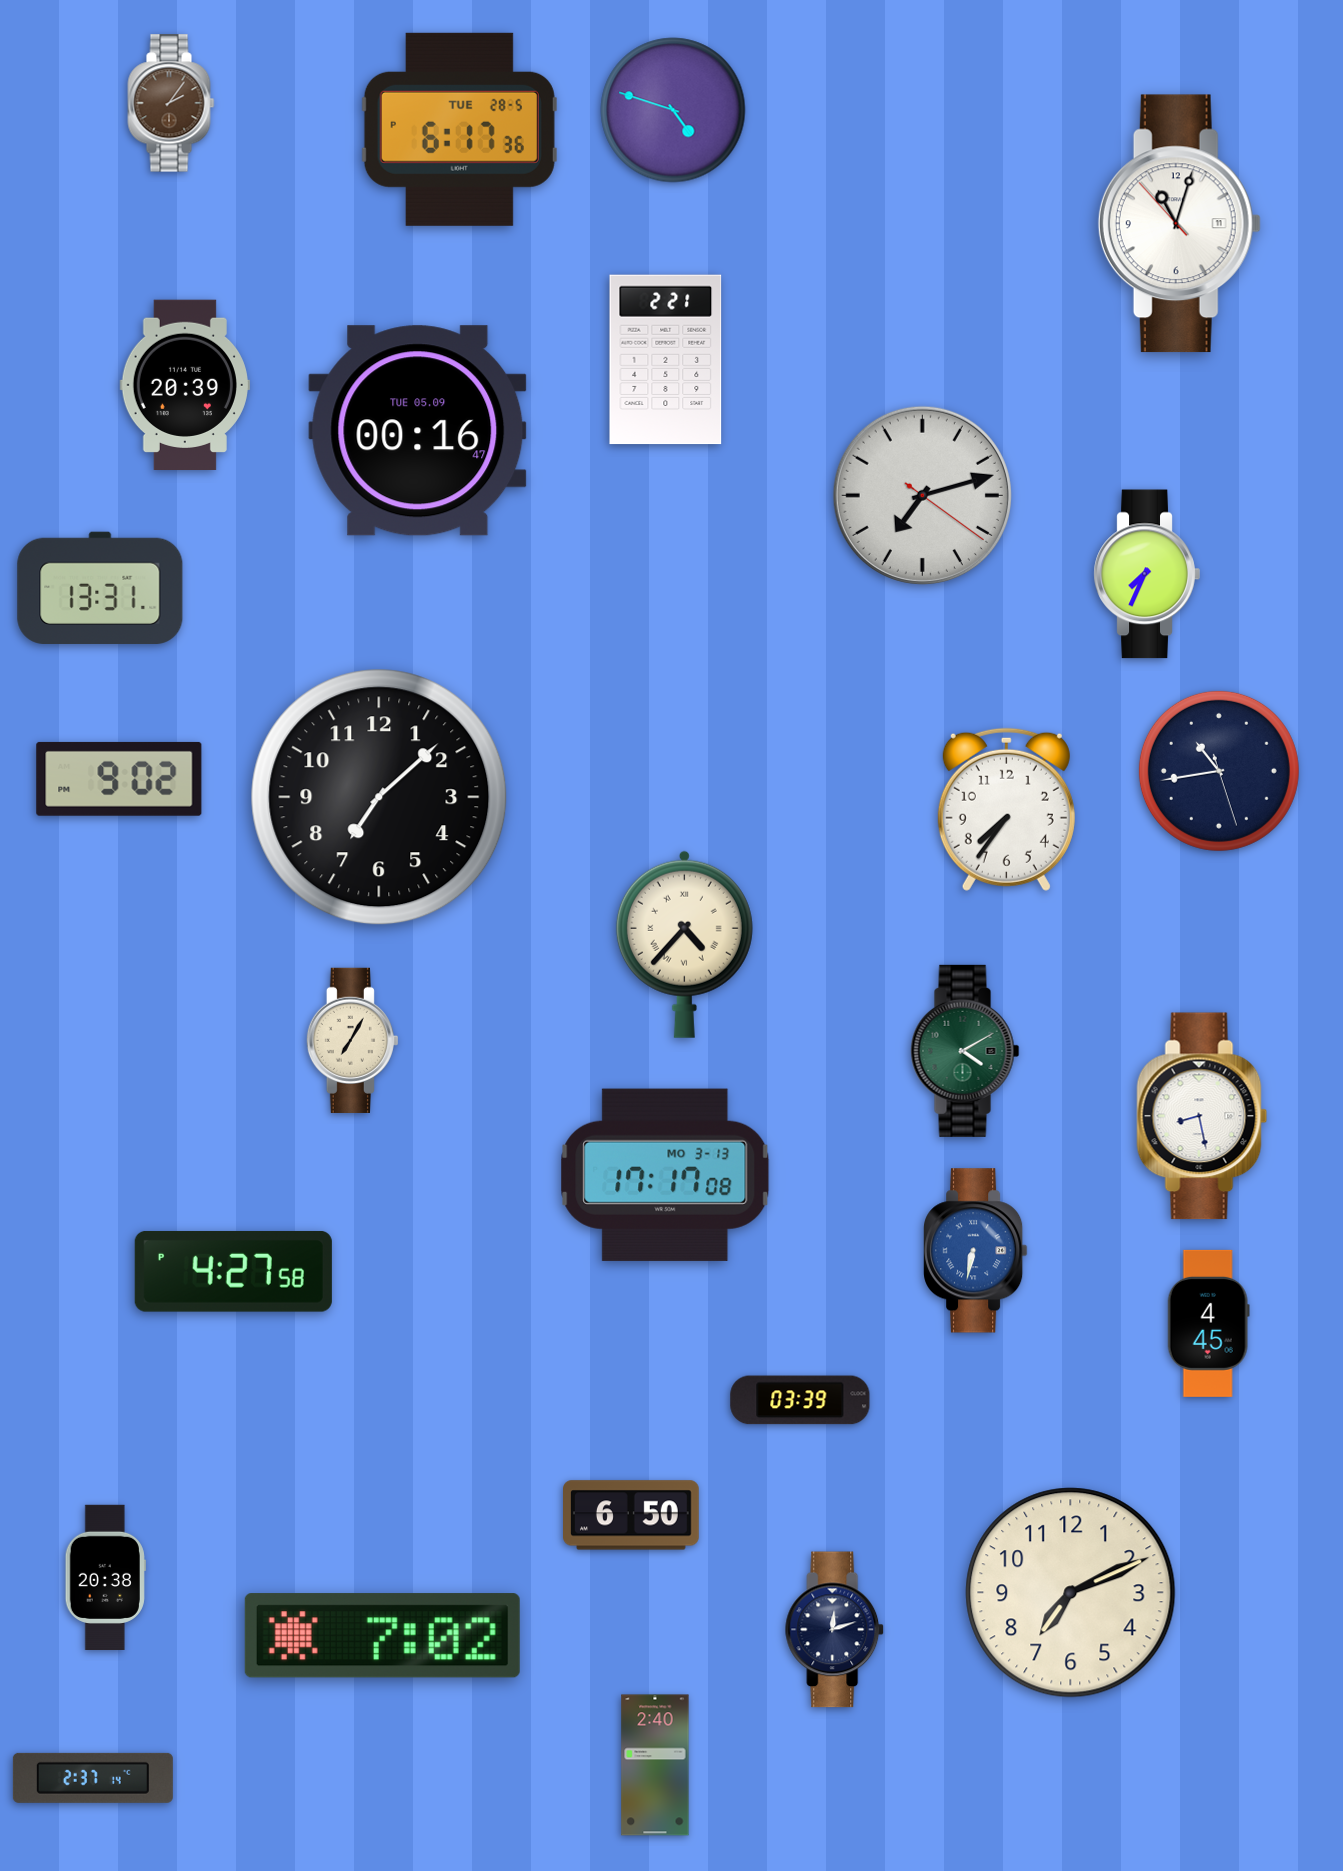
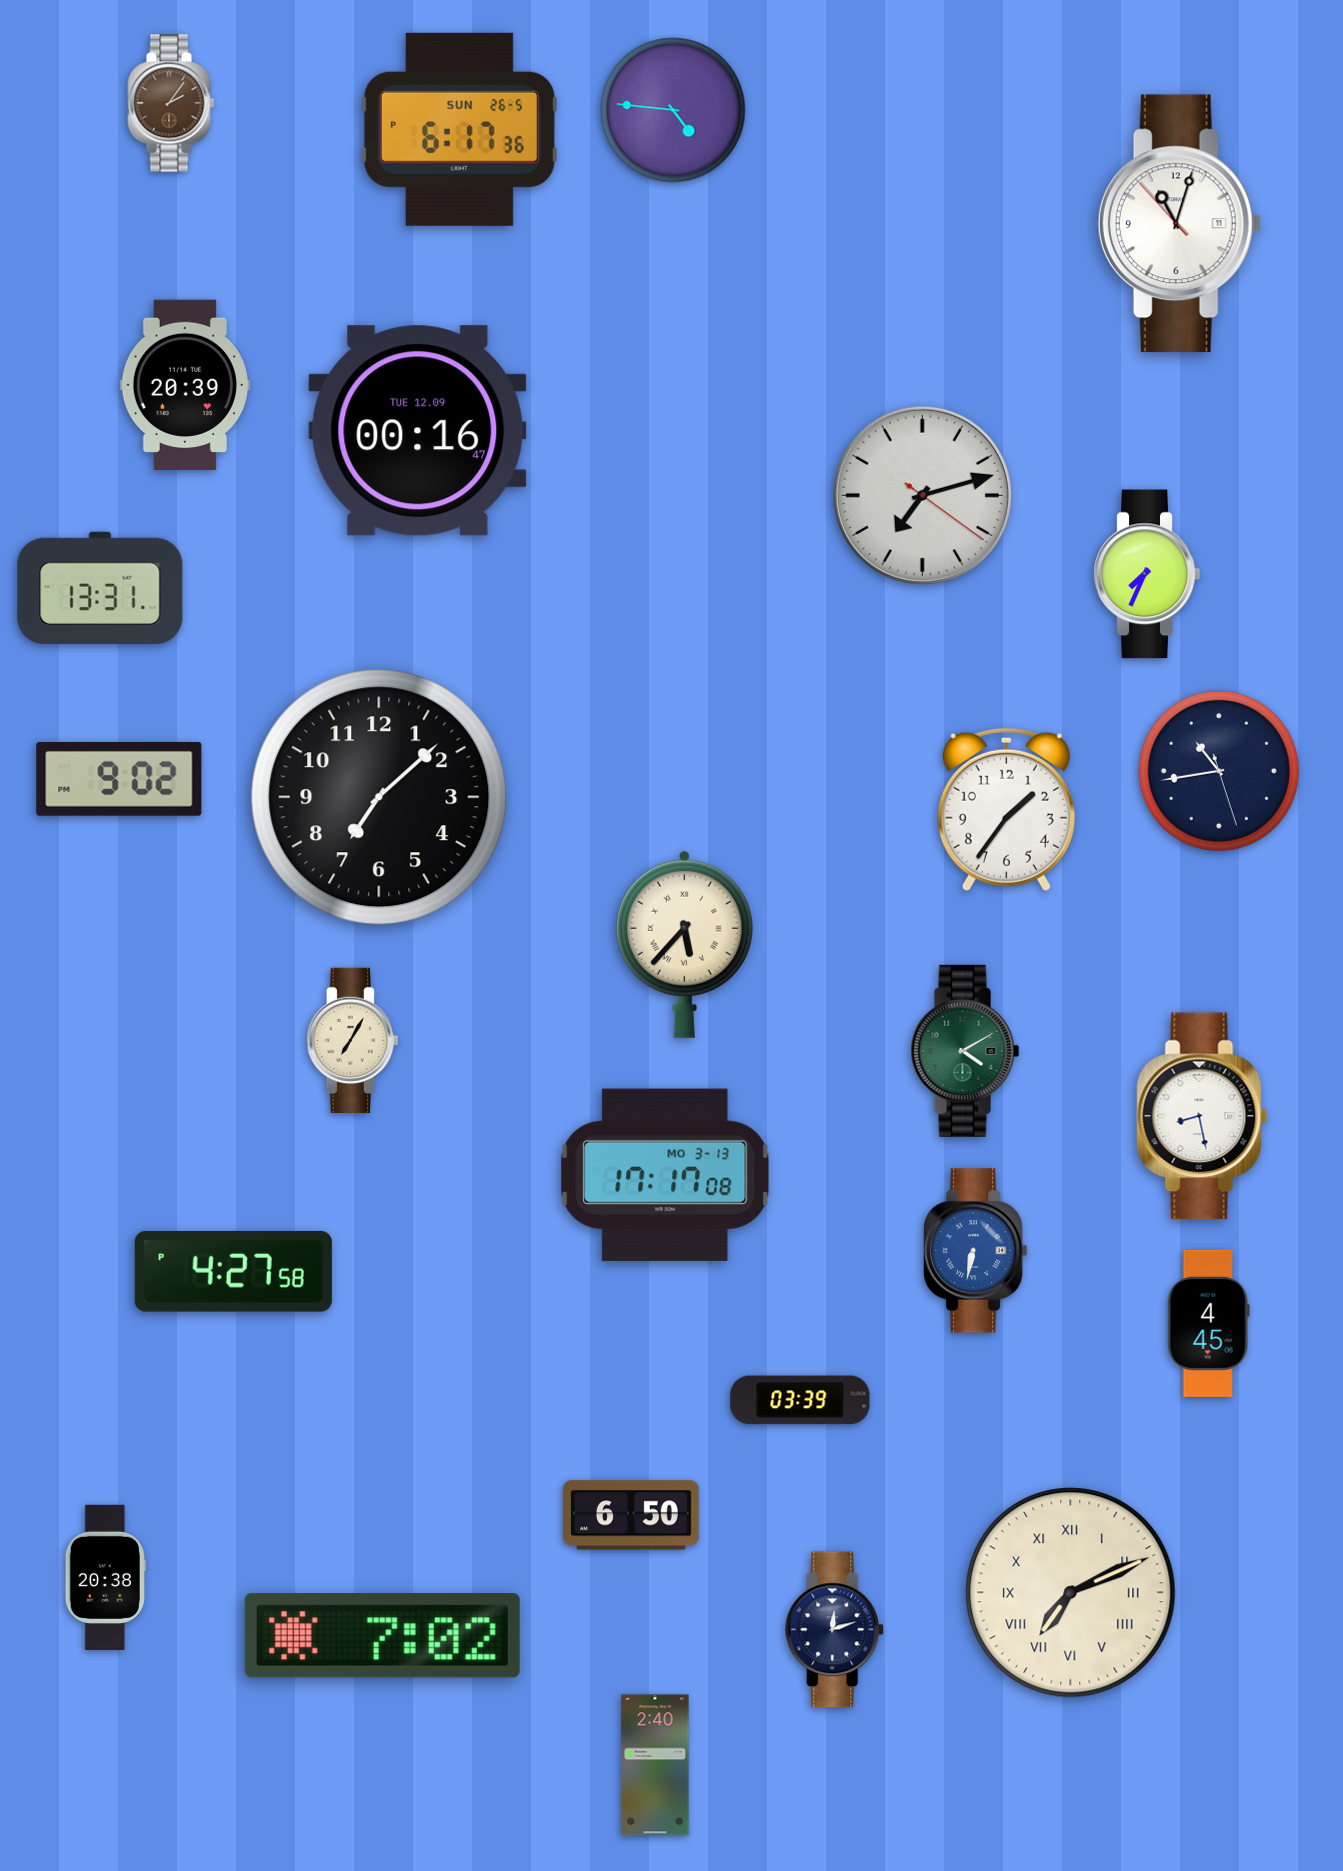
clock at (673, 110): 4:48 -> 4:46
clock at (459, 129) date: TUE 28-5 -> SUN 26-5
clock at (666, 360): 2:21 -> none
clock at (418, 431) date: TUE 05.09 -> TUE 12.09
clock at (1006, 809): 7:36 -> 1:36
clock at (684, 944): 4:37 -> 5:37
clock at (1071, 1593) numerals: Arabic -> Roman
clock at (93, 1778): 2:37 -> none
